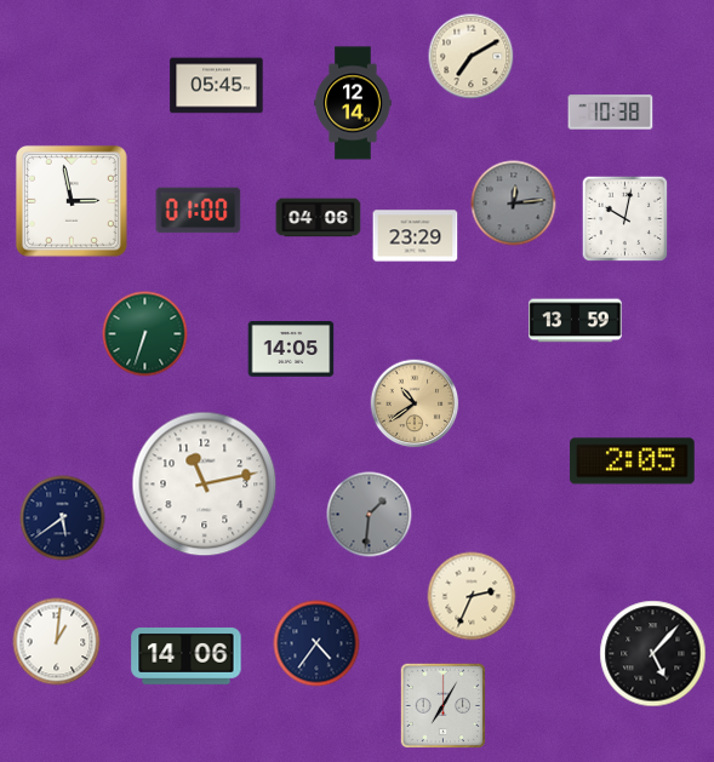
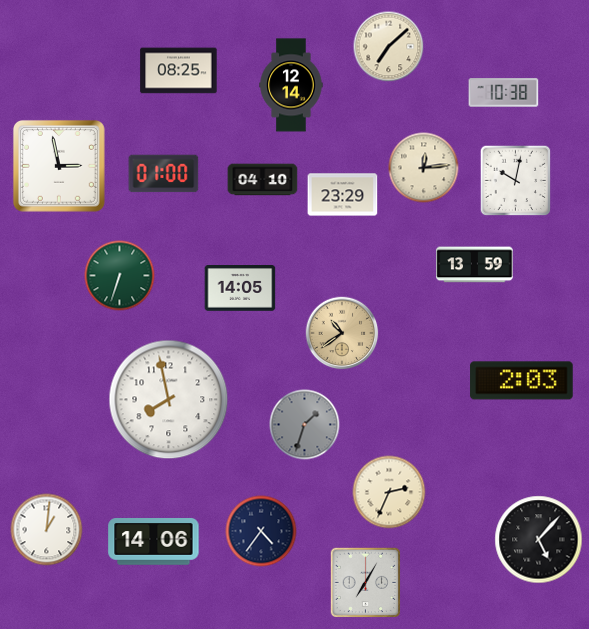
clock at (472, 57): 7:10 -> 7:08
clock at (217, 86): 05:45 -> 08:25
clock at (514, 204) dial: grey -> cream
clock at (319, 218): 04:06 -> 04:10
clock at (633, 462): 2:05 -> 2:03
clock at (205, 485): 11:13 -> 7:58
clock at (370, 515): 1:31 -> 1:33
clock at (63, 518): 5:39 -> none
